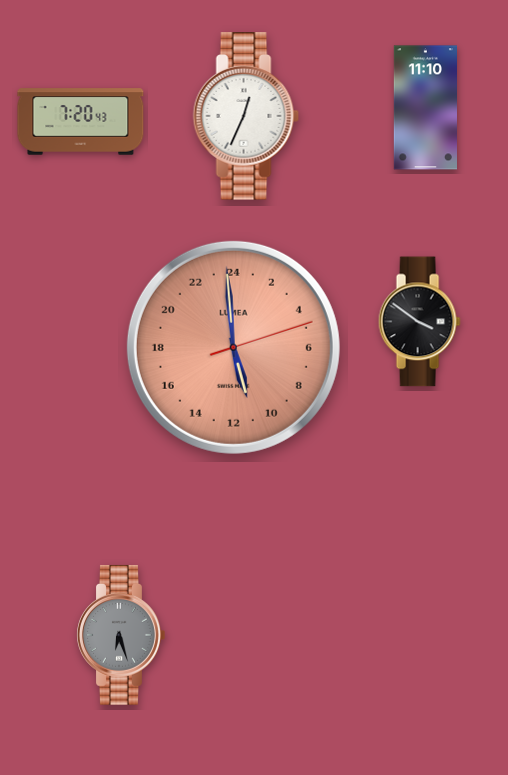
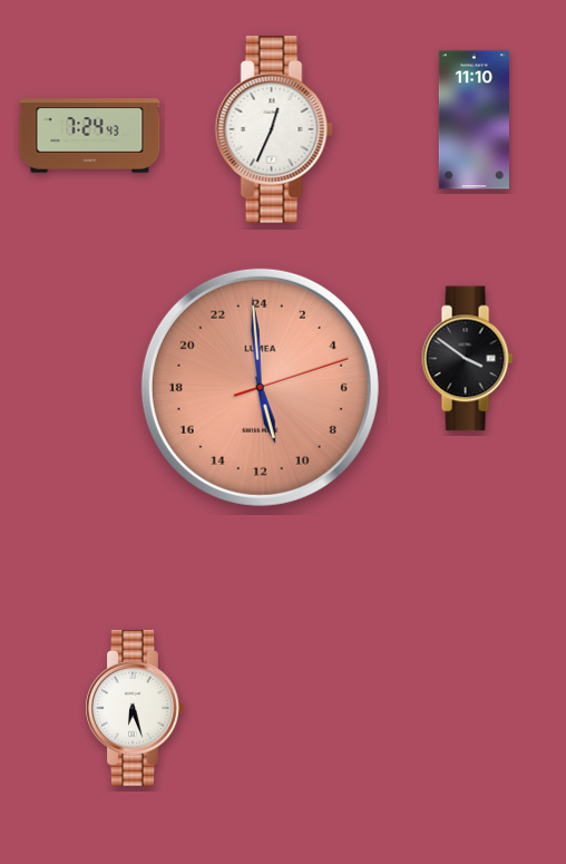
clock at (81, 122): 7:20 -> 7:24
clock at (121, 635) dial: grey -> white
